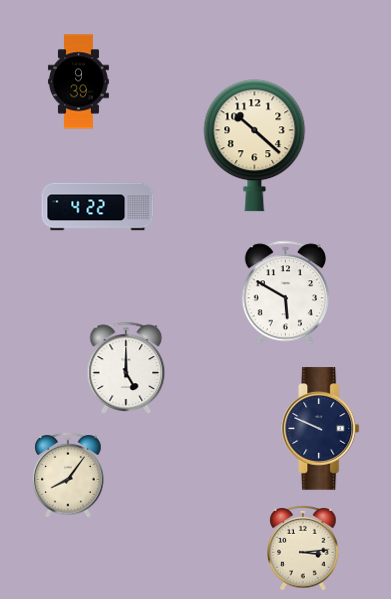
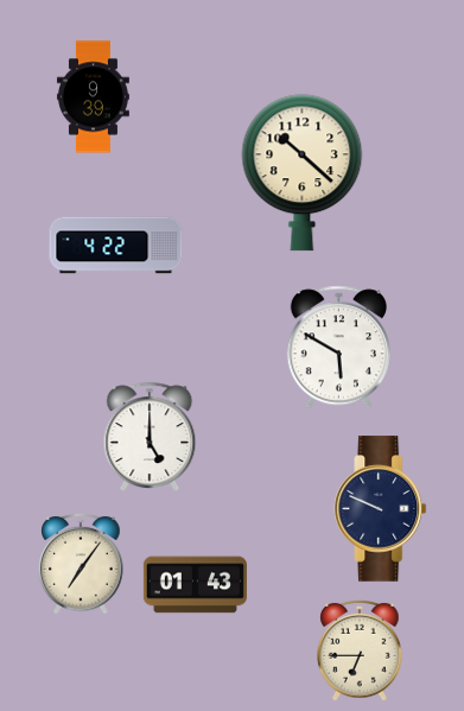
clock at (68, 475): 8:06 -> 7:06
clock at (195, 585): none -> 01:43
clock at (303, 548): 3:14 -> 6:45
